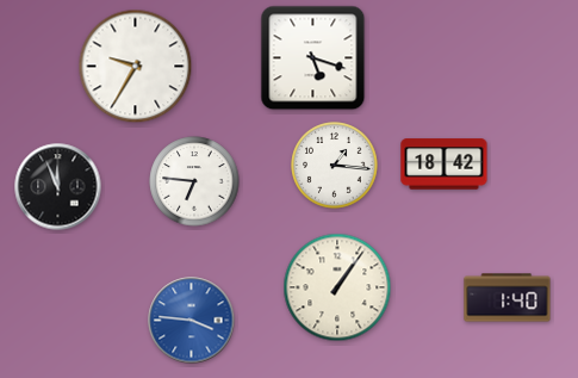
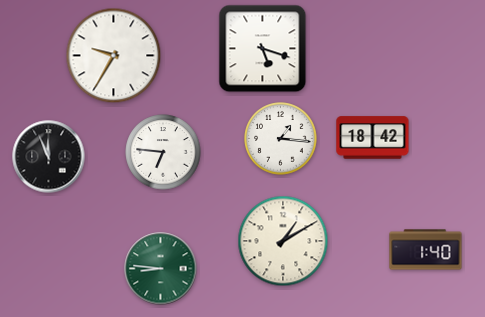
clock at (337, 287): 1:06 -> 1:10
clock at (192, 321): 3:46 -> 8:46
clock at (192, 321) dial: blue -> green
